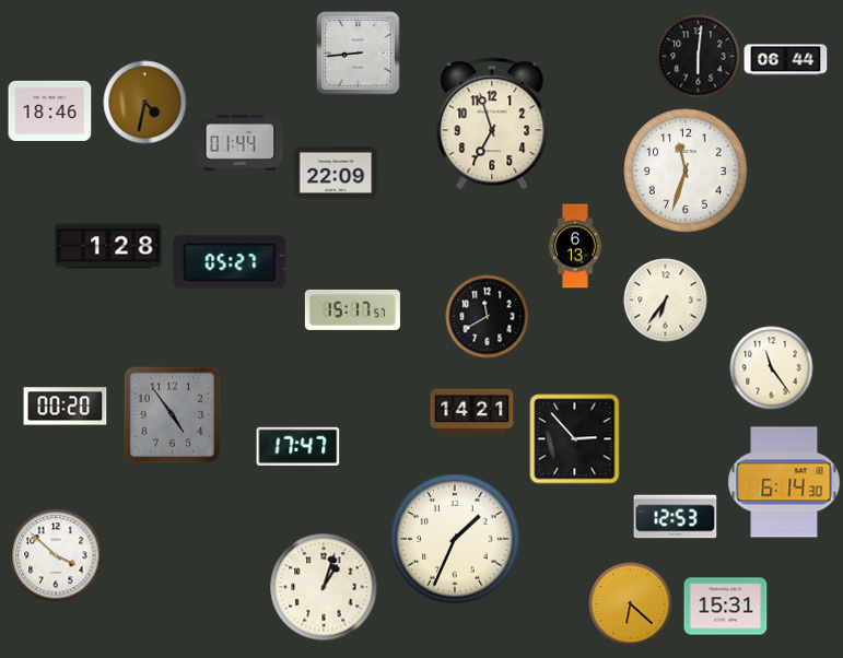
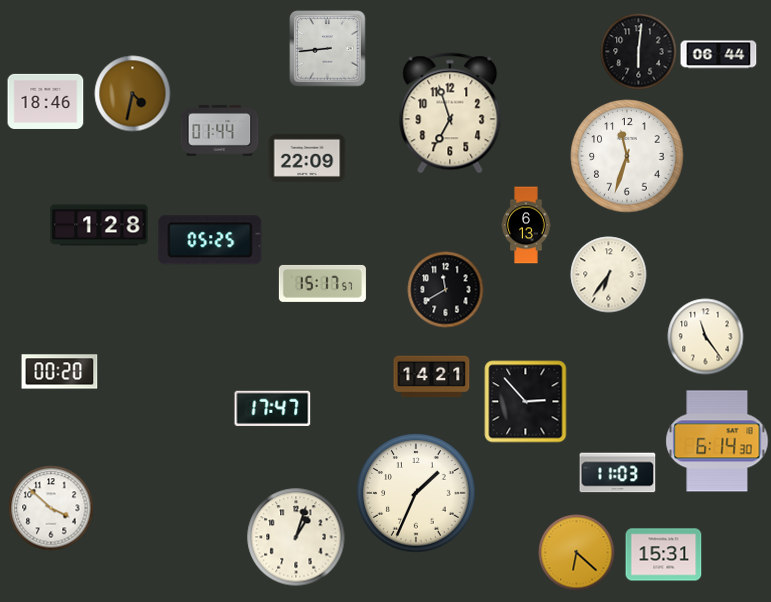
clock at (230, 262): 05:27 -> 05:25
clock at (173, 415): 4:54 -> none
clock at (676, 517): 12:53 -> 11:03
